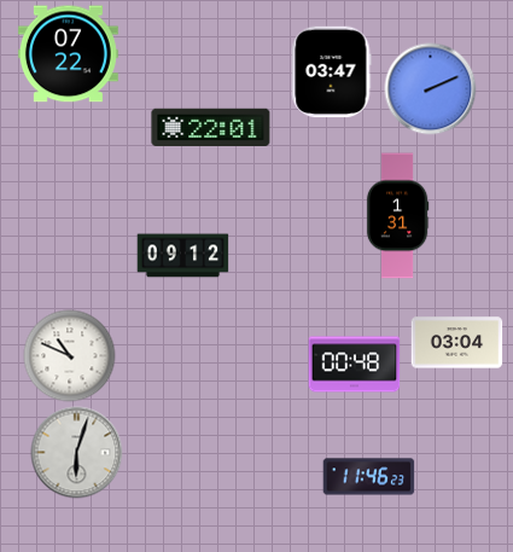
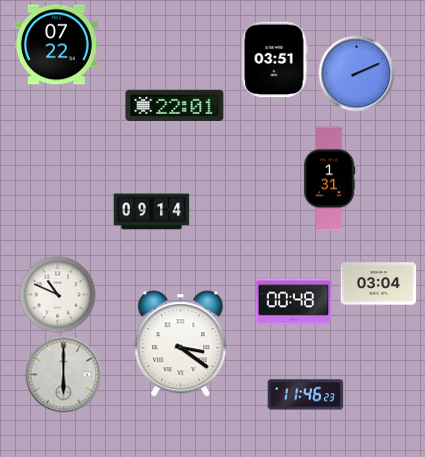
clock at (331, 72): 03:47 -> 03:51
clock at (183, 256): 09:12 -> 09:14
clock at (181, 344): none -> 3:21
clock at (77, 453): 6:03 -> 6:00
